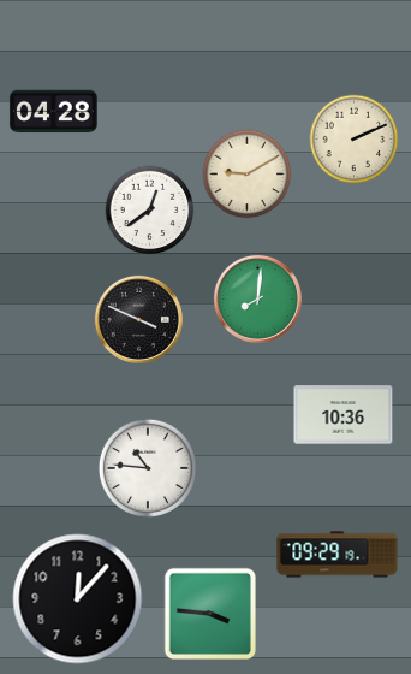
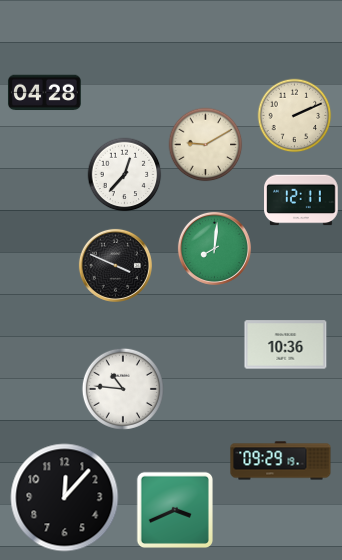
clock at (150, 211): 12:39 -> 12:37
clock at (301, 200): none -> 12:11
clock at (209, 613): 3:46 -> 3:41
